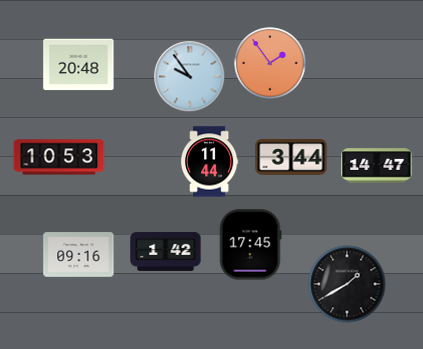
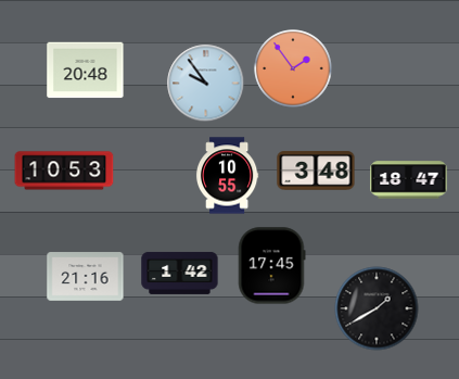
clock at (291, 157): 3:44 -> 3:48
clock at (209, 162): 11:44 -> 10:55
clock at (377, 166): 14:47 -> 18:47
clock at (79, 255): 09:16 -> 21:16
